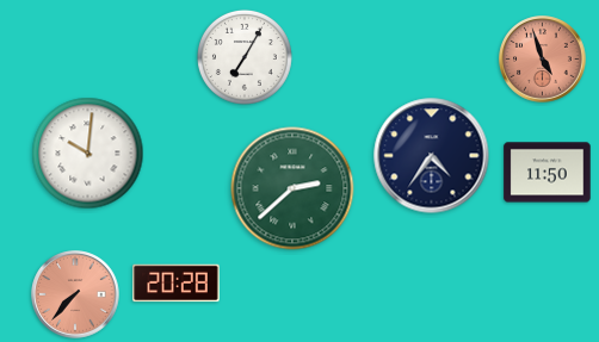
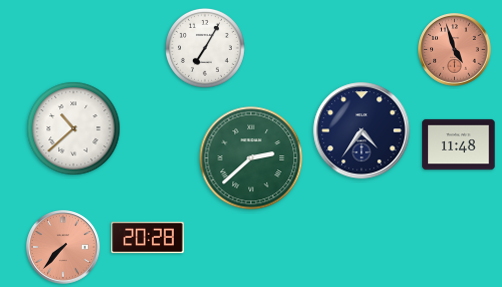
clock at (88, 154): 10:01 -> 10:38
clock at (548, 173): 11:50 -> 11:48
clock at (292, 188) position: (292, 188) -> (251, 158)
